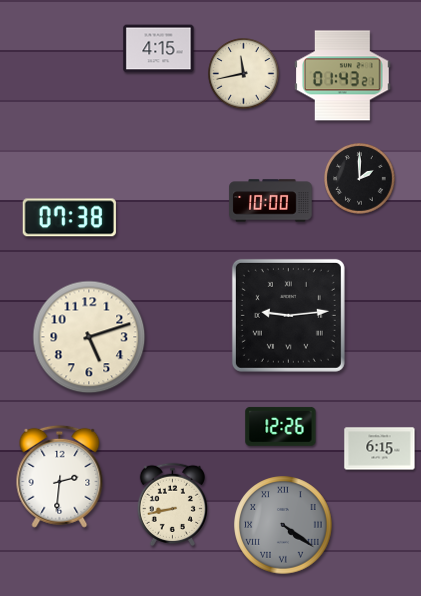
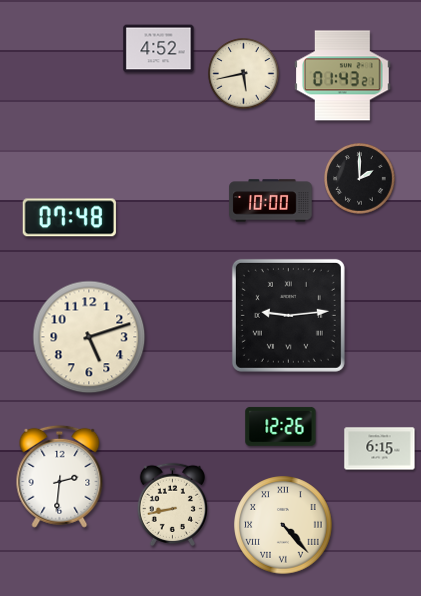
clock at (159, 49): 4:15 -> 4:52
clock at (244, 74): 11:43 -> 5:43
clock at (69, 218): 07:38 -> 07:48
clock at (283, 525): 4:21 -> 4:23
clock at (283, 525) dial: grey -> cream
